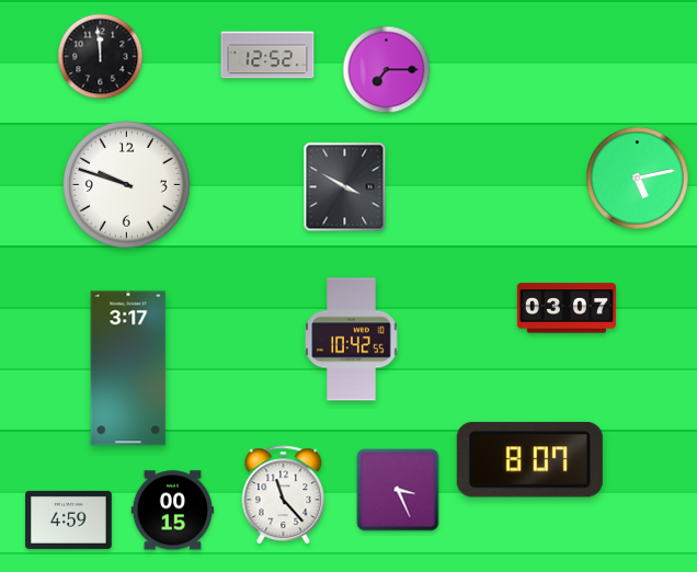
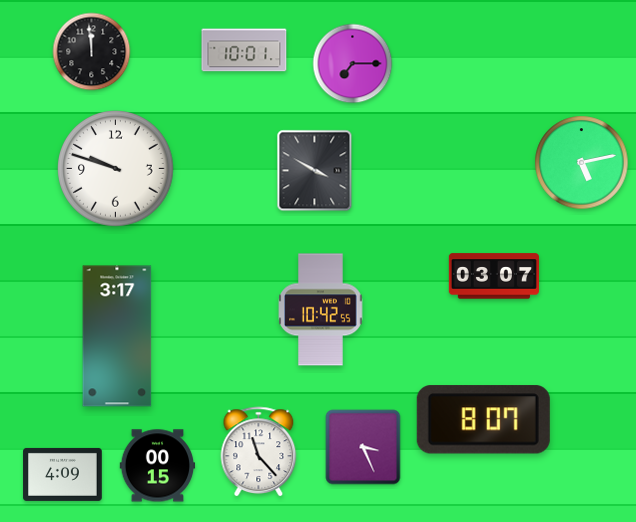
clock at (267, 55): 12:52 -> 10:01
clock at (567, 308) position: (567, 308) -> (494, 276)
clock at (69, 519): 4:59 -> 4:09
